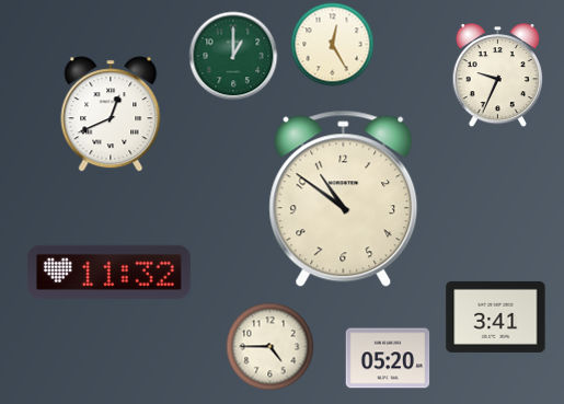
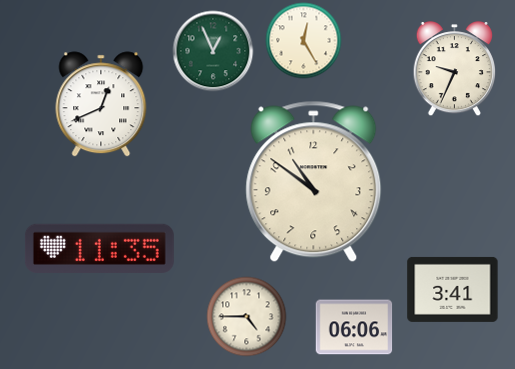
clock at (233, 56): 1:00 -> 12:56
clock at (108, 272): 11:32 -> 11:35
clock at (388, 358): 05:20 -> 06:06
